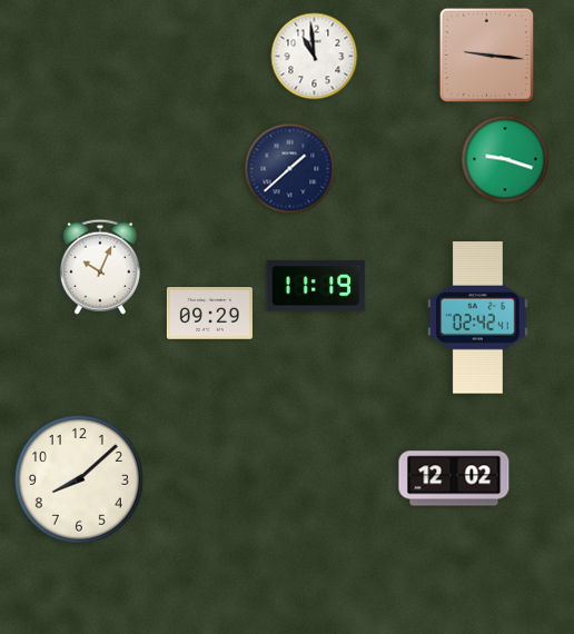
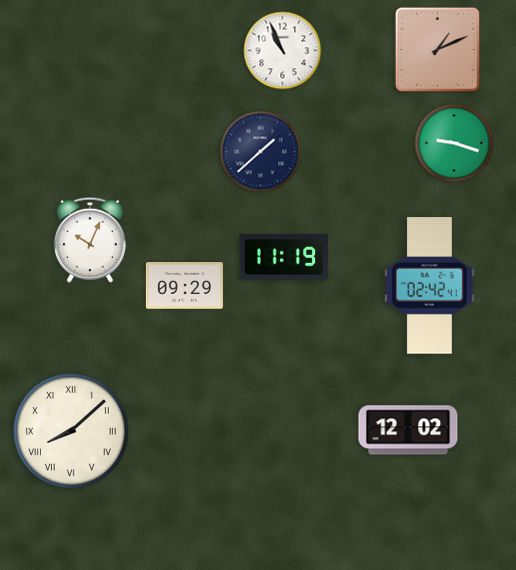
clock at (486, 55): 9:16 -> 1:11
clock at (315, 57): 10:59 -> 10:56
clock at (209, 314) position: (209, 314) -> (184, 286)
clock at (79, 479) numerals: Arabic -> Roman
